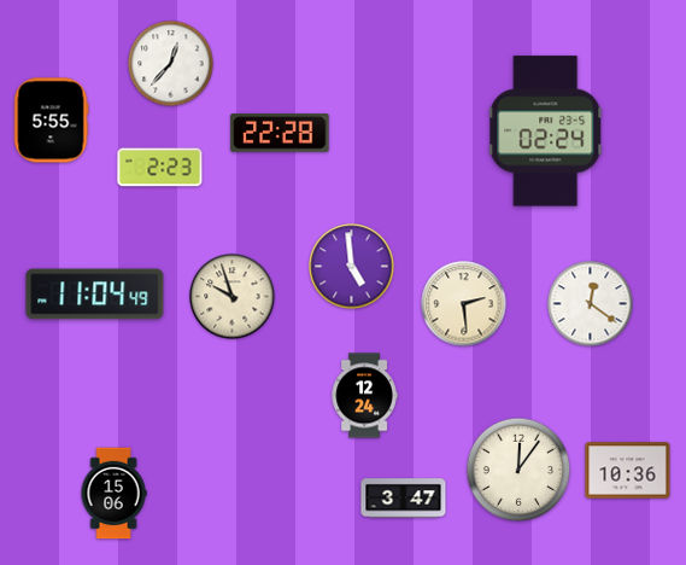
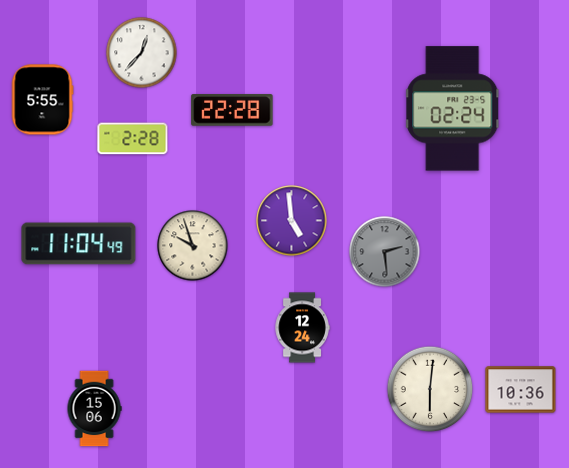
clock at (160, 168): 2:23 -> 2:28
clock at (464, 304) dial: cream -> grey
clock at (591, 304): 12:21 -> none
clock at (518, 470): 12:06 -> 6:01
clock at (404, 499): 3:47 -> none
